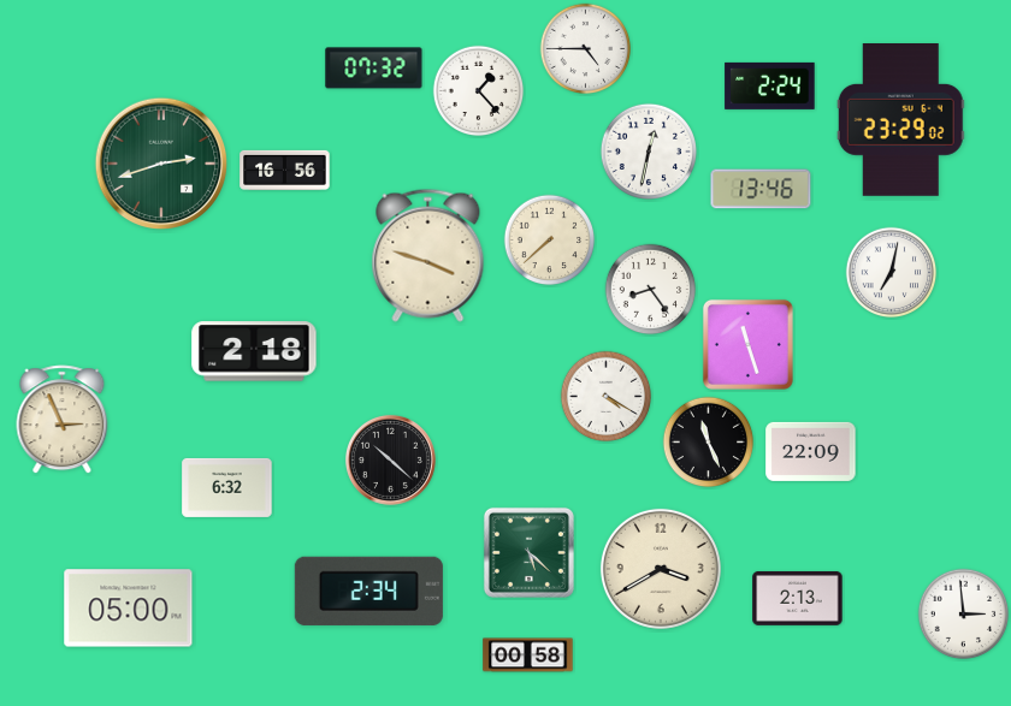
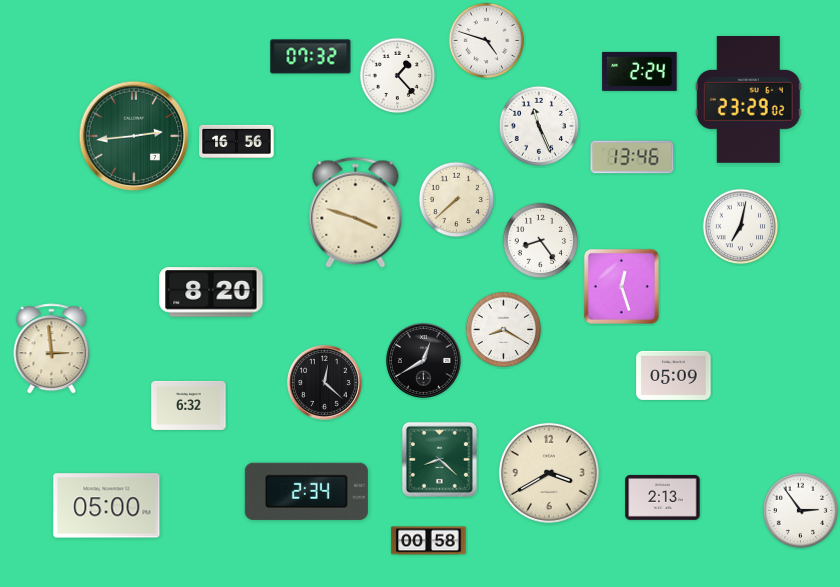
clock at (586, 49): 4:45 -> 4:48
clock at (648, 150): 12:32 -> 11:26
clock at (161, 164): 2:42 -> 2:44
clock at (747, 344): 11:27 -> 12:27
clock at (254, 351): 2:18 -> 8:20
clock at (607, 397): 4:20 -> 8:20
clock at (63, 420): 2:56 -> 2:59
clock at (423, 360): none -> 12:40
clock at (709, 443): 11:26 -> none
clock at (811, 451): 22:09 -> 05:09
clock at (390, 459): 10:22 -> 12:22
clock at (528, 552): 5:22 -> 8:22
clock at (964, 615): 2:59 -> 2:54
clock at (528, 655) position: (528, 655) -> (429, 541)
